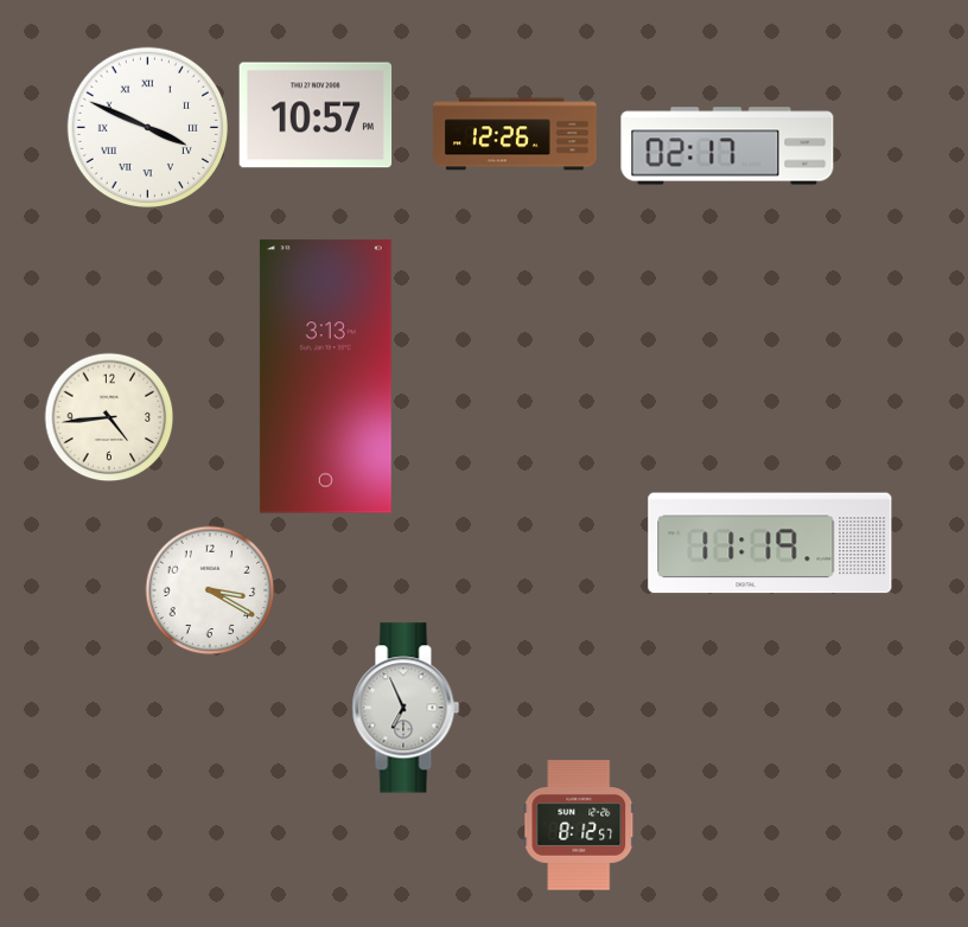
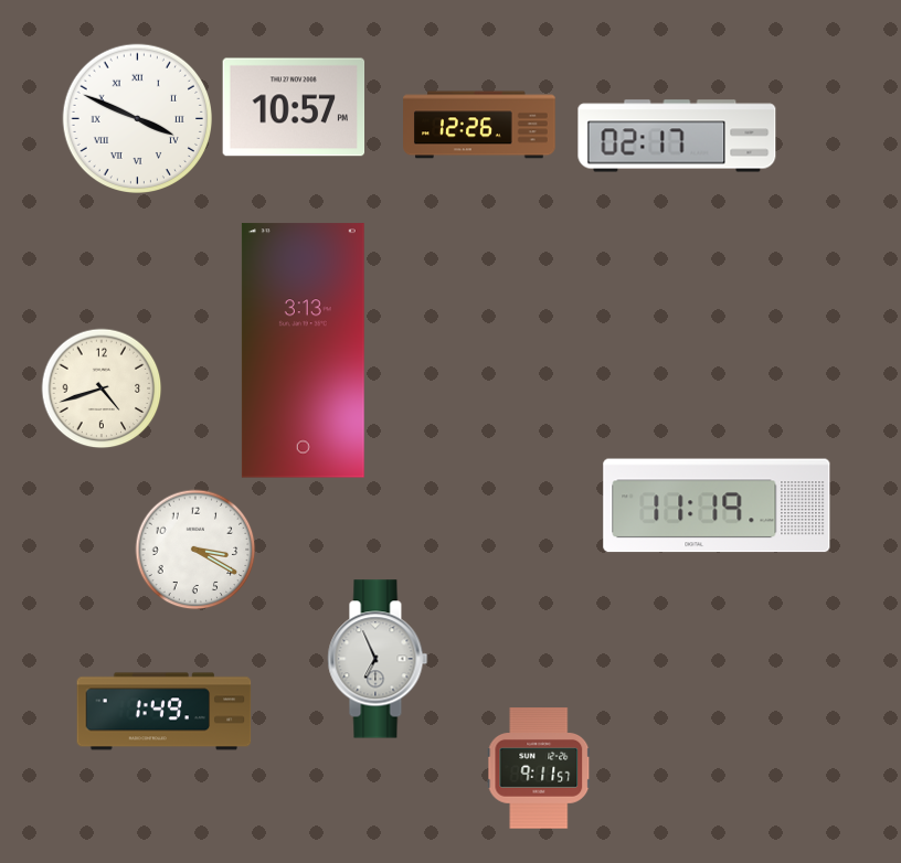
clock at (109, 417): 4:44 -> 4:42
clock at (165, 712): none -> 1:49
clock at (579, 825): 8:12 -> 9:11
